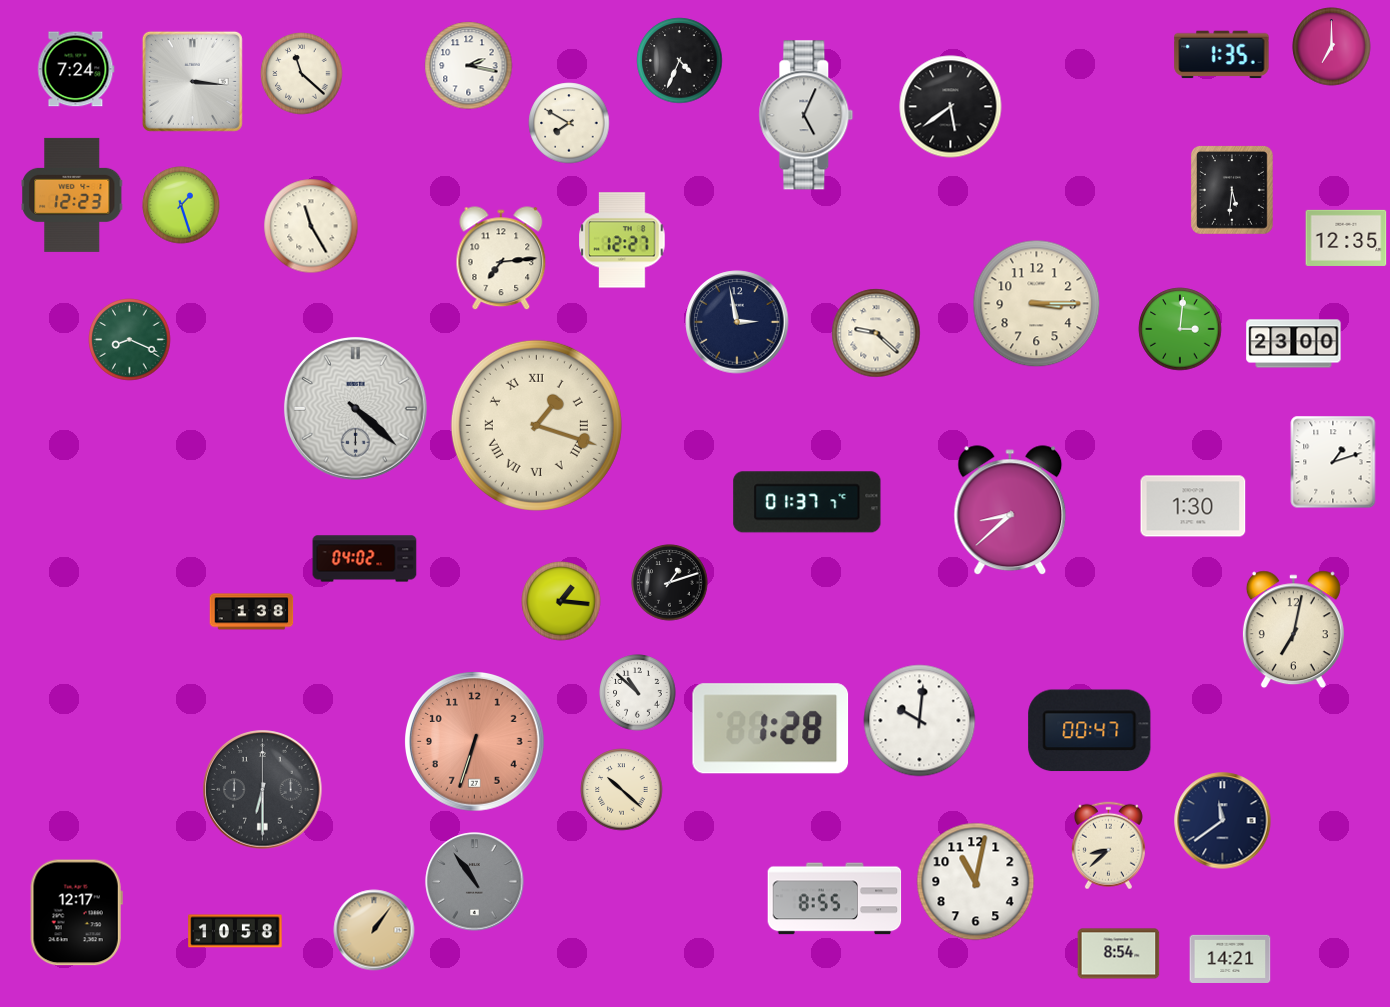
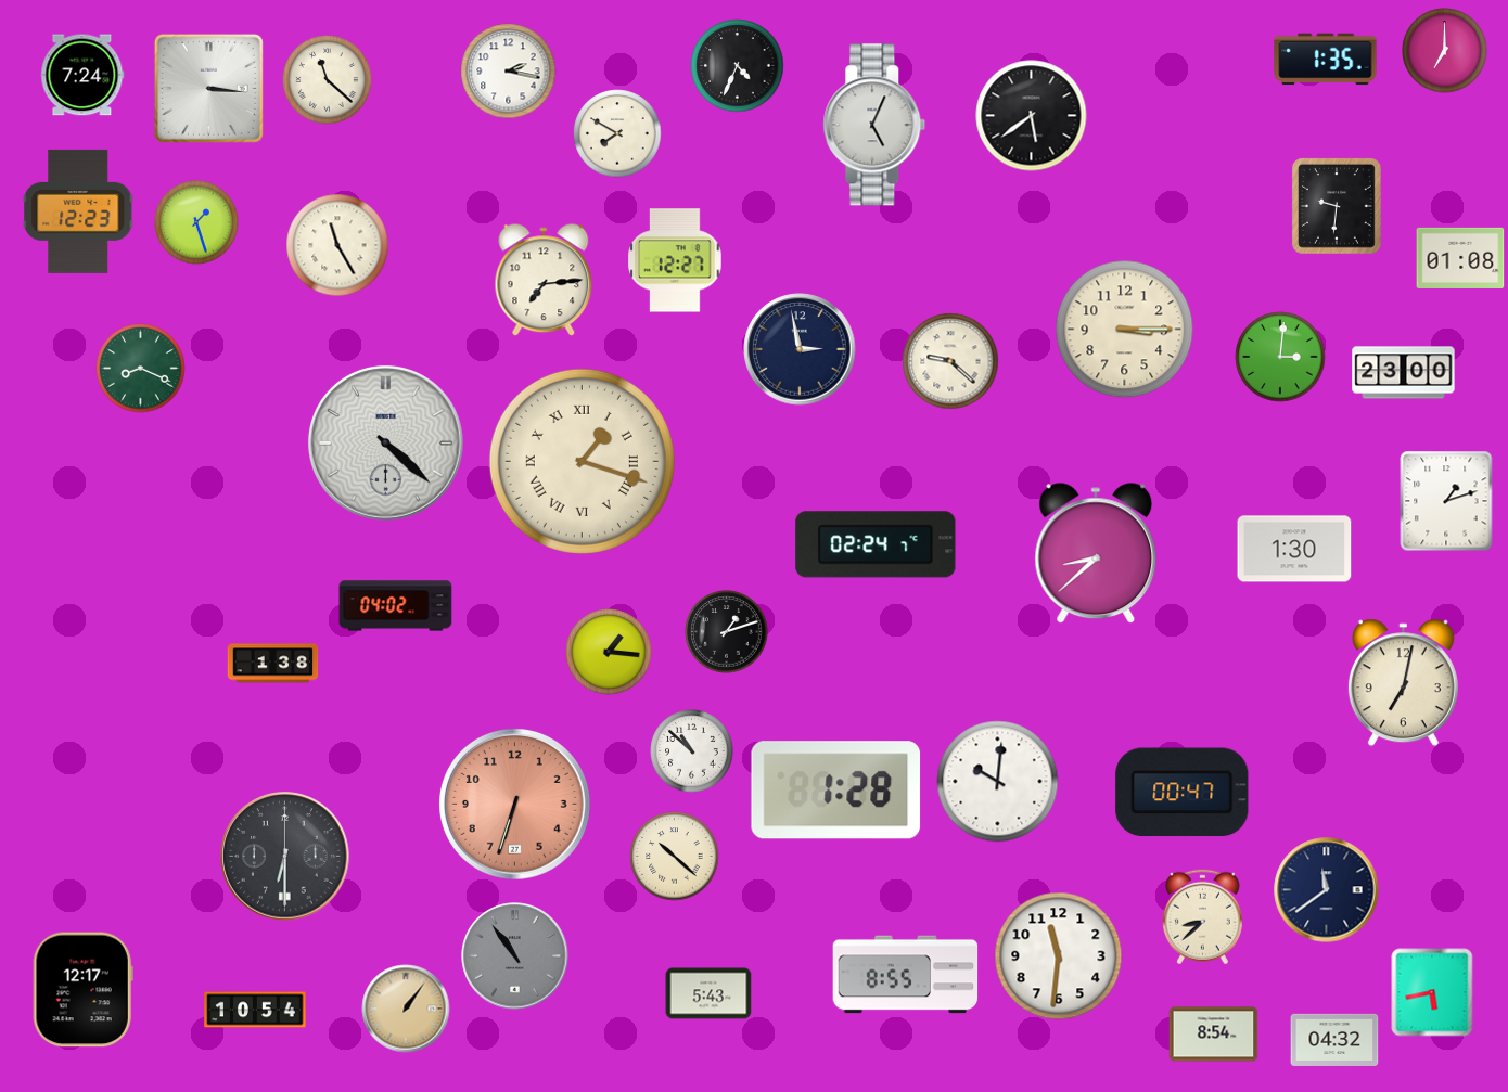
clock at (1232, 191): 5:31 -> 9:31
clock at (1346, 238): 12:35 -> 01:08
clock at (807, 502): 01:37 -> 02:24
clock at (976, 882): 11:02 -> 11:31
clock at (1432, 992): none -> 5:43
clock at (708, 993): none -> 5:43
clock at (235, 931): 10:58 -> 10:54
clock at (1230, 959): 14:21 -> 04:32
